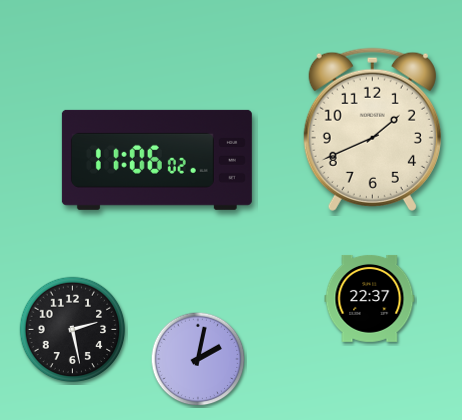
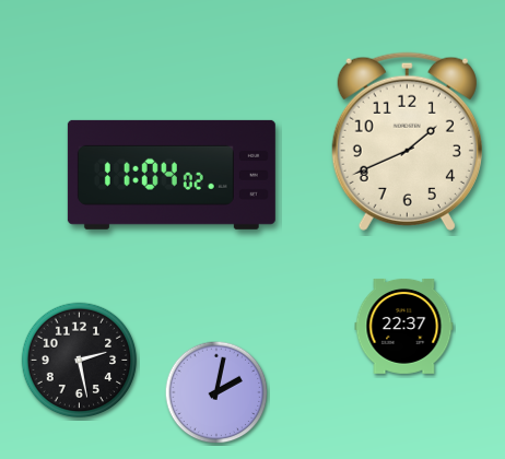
clock at (157, 160): 11:06 -> 11:04
